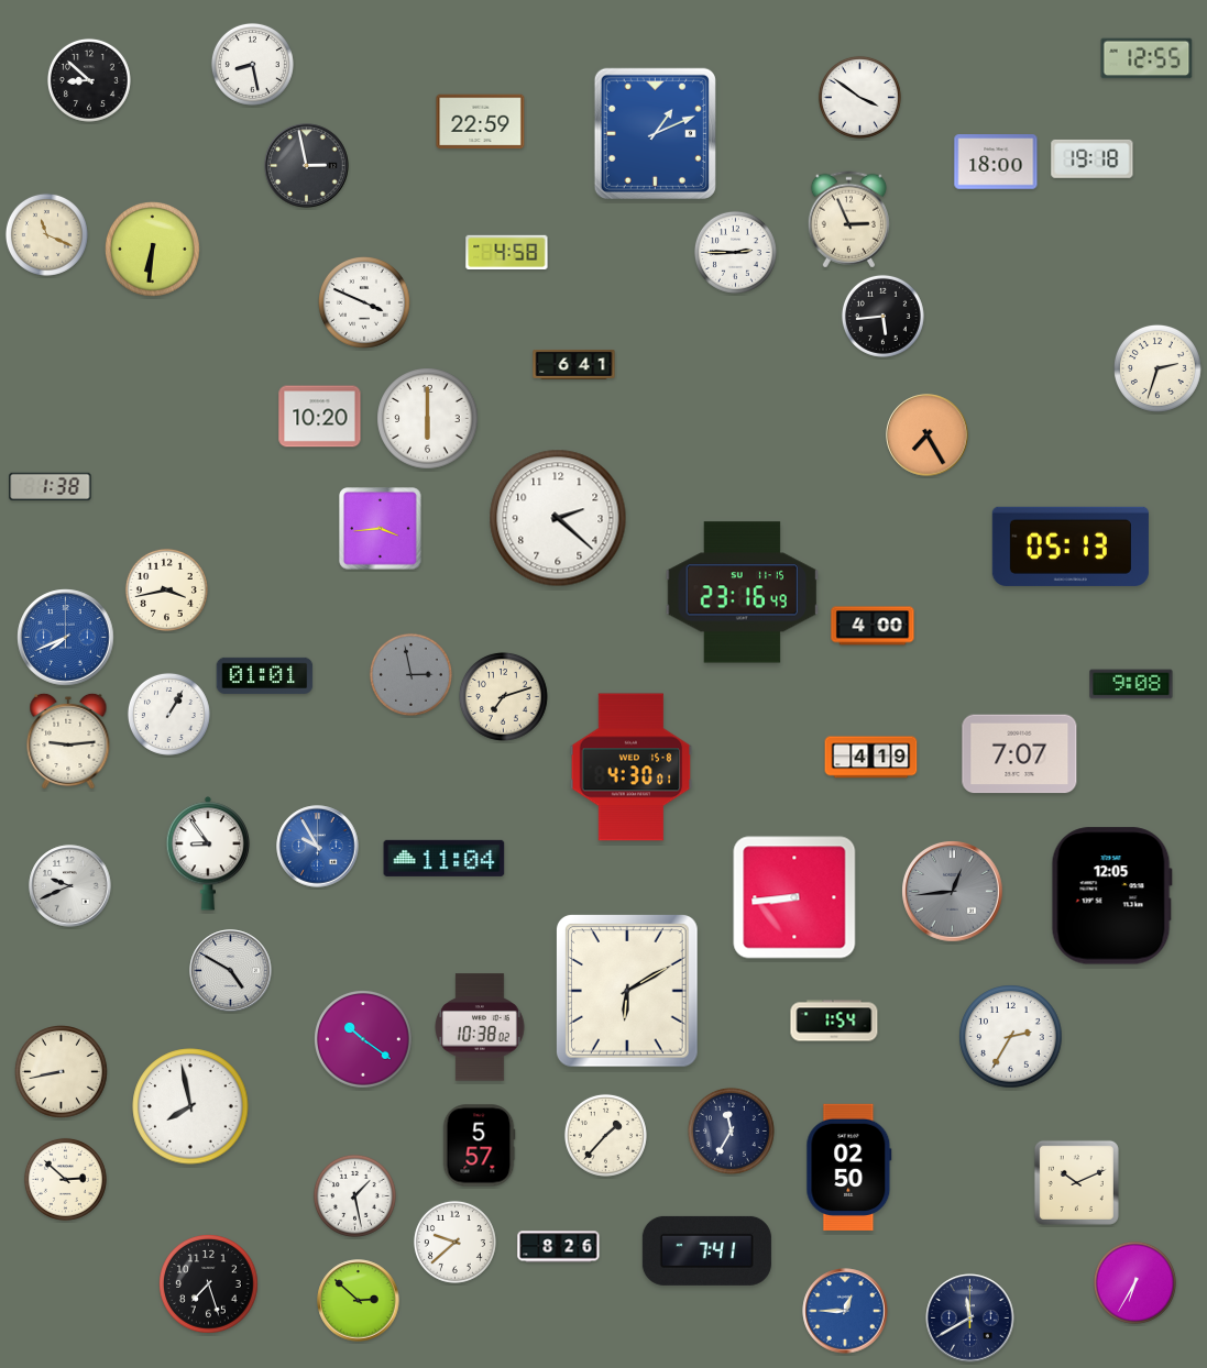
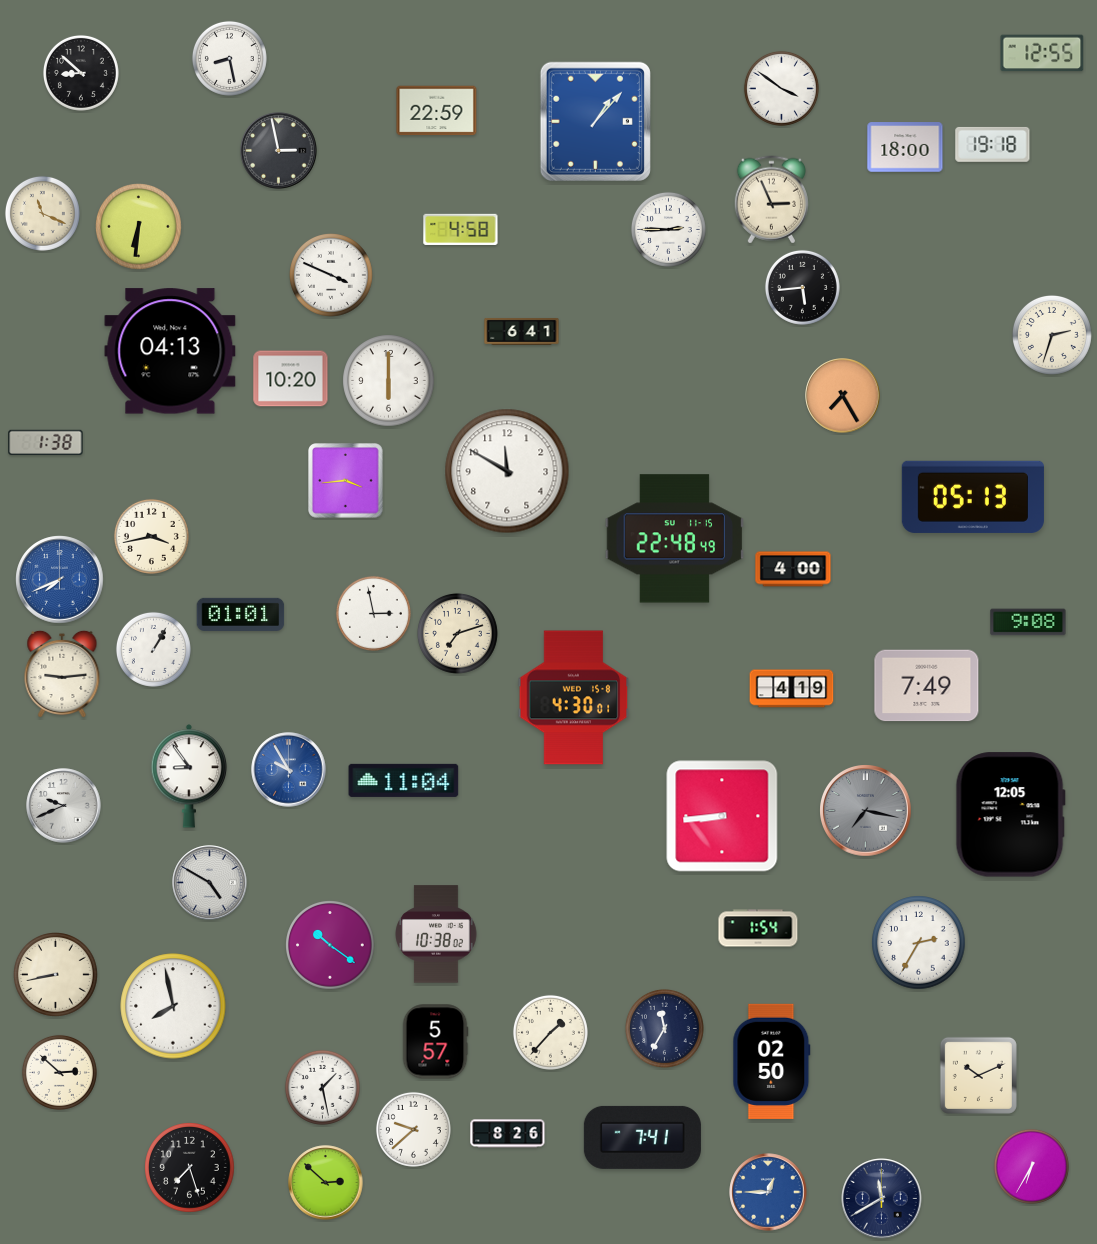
clock at (655, 133): 1:11 -> 1:07
clock at (170, 351): none -> 04:13
clock at (558, 518): 2:22 -> 11:50
clock at (743, 593): 23:16 -> 22:48
clock at (410, 674) dial: grey -> white
clock at (1020, 754): 7:07 -> 7:49
clock at (953, 892): 12:44 -> 7:17
clock at (628, 991): 6:10 -> none
